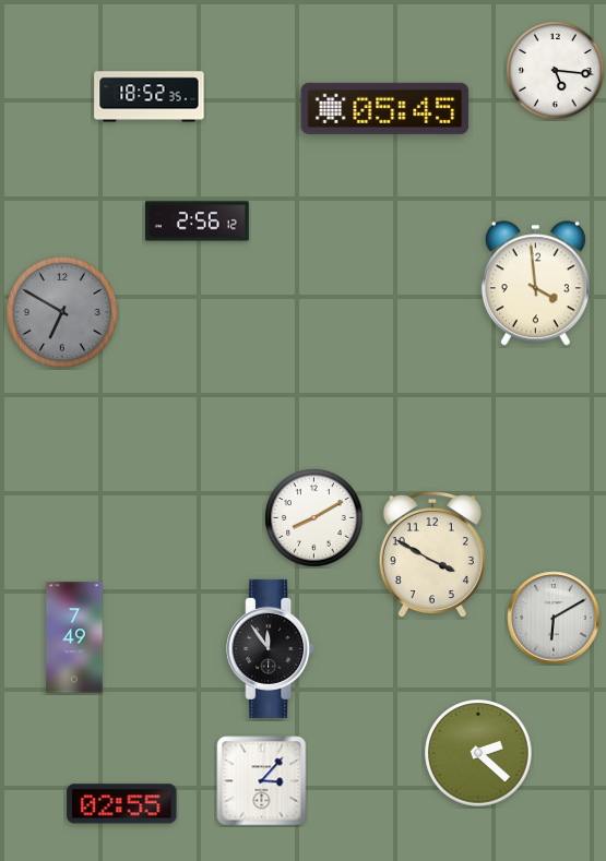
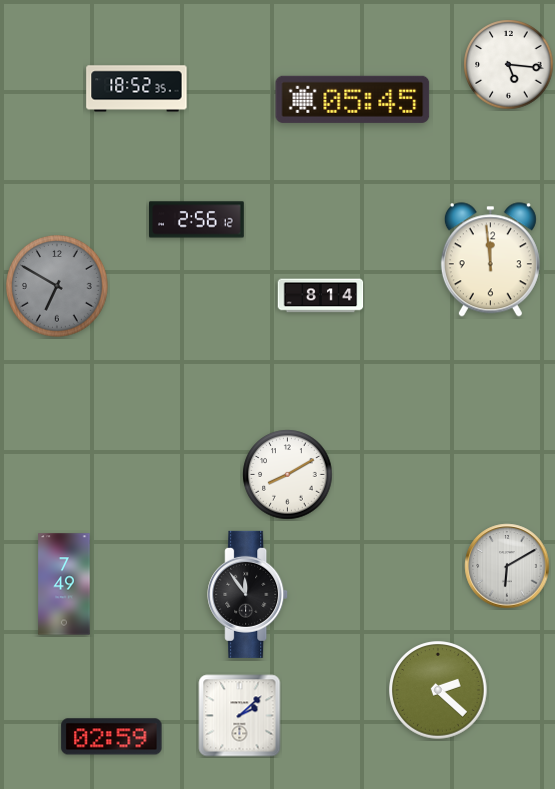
clock at (198, 222) position: (198, 222) -> (197, 220)
clock at (535, 284): 3:59 -> 11:59
clock at (321, 296): none -> 8:14
clock at (432, 554): 3:50 -> none
clock at (74, 637) position: (74, 637) -> (64, 584)
clock at (262, 781): 3:07 -> 2:08
clock at (122, 804): 02:55 -> 02:59
